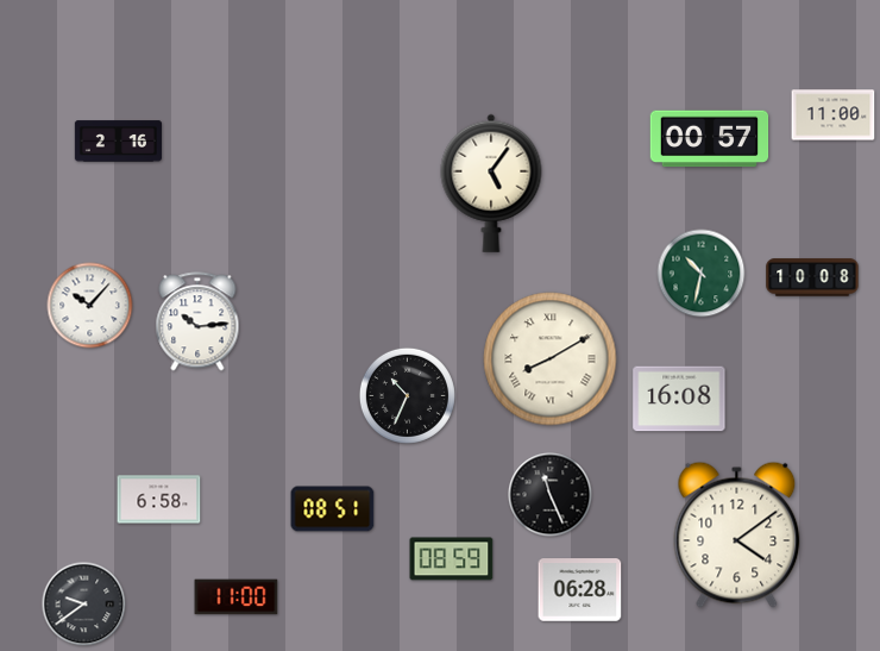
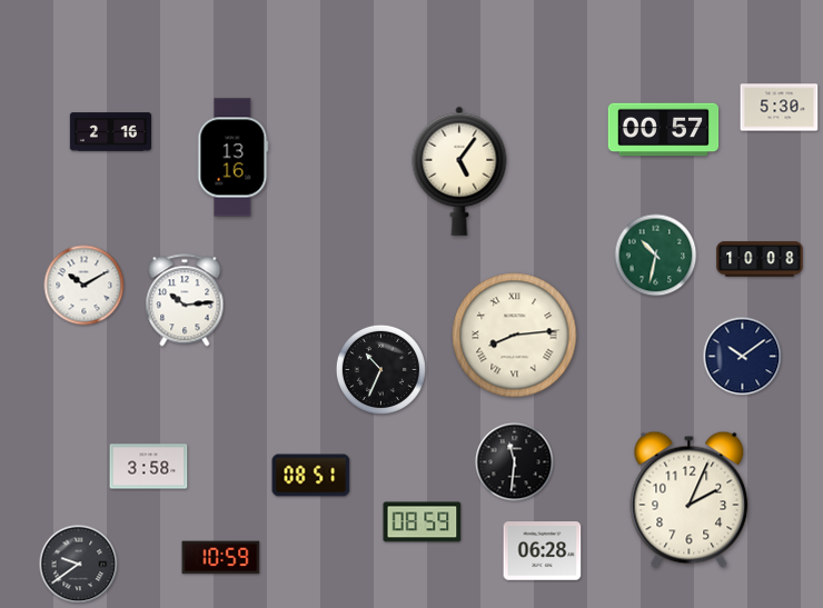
clock at (834, 115): 11:00 -> 5:30
clock at (234, 158): none -> 13:16
clock at (90, 306): 10:07 -> 10:10
clock at (551, 359): 8:10 -> 8:14
clock at (743, 357): none -> 10:09
clock at (679, 399): 16:08 -> none
clock at (551, 495): 11:26 -> 11:31
clock at (159, 500): 6:58 -> 3:58
clock at (737, 534): 4:09 -> 2:04
clock at (237, 597): 11:00 -> 10:59
